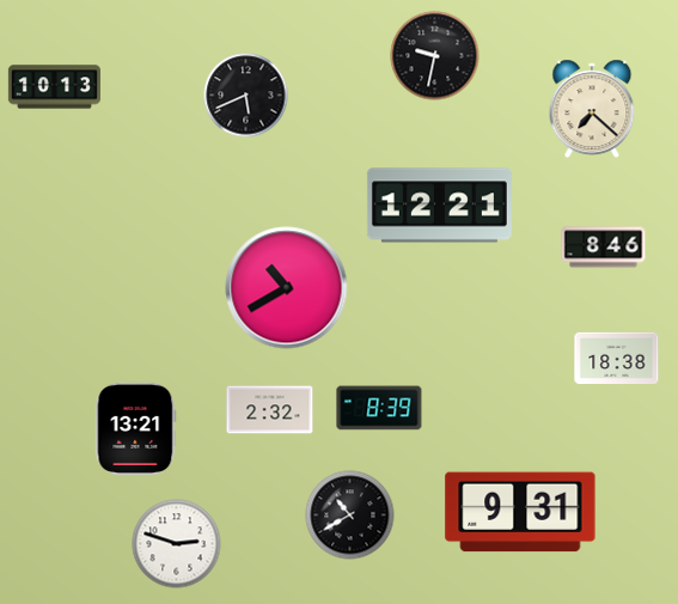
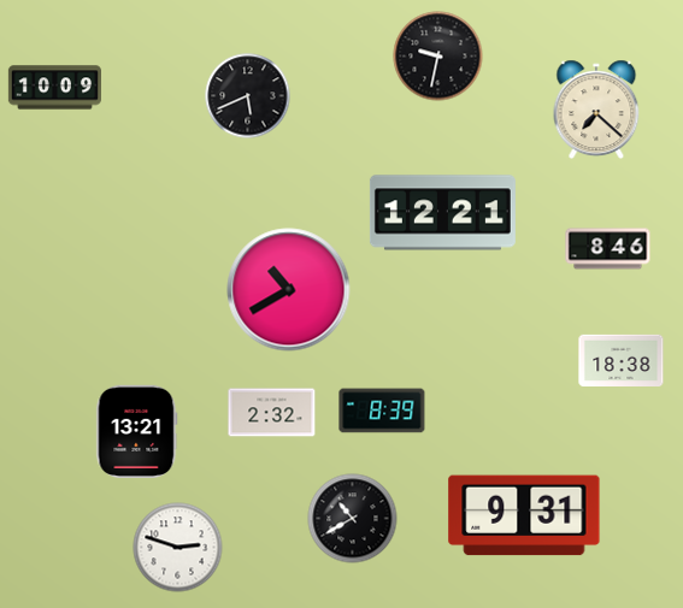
clock at (54, 87): 10:13 -> 10:09
clock at (439, 206) position: (439, 206) -> (442, 213)
